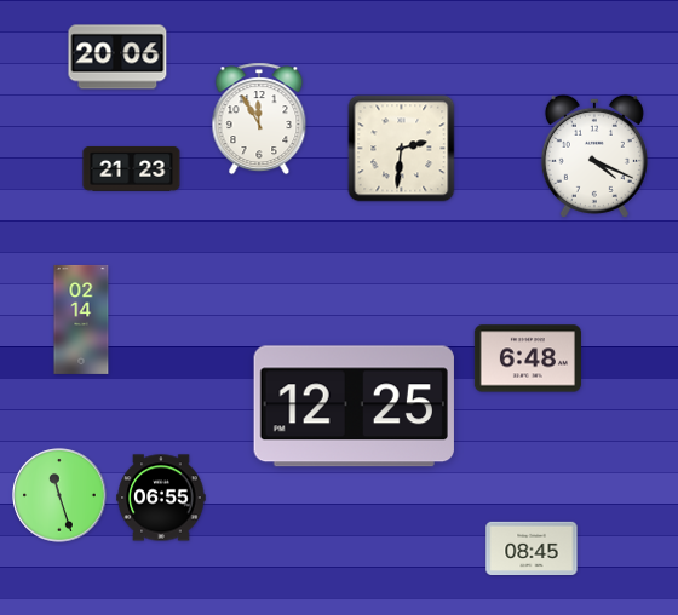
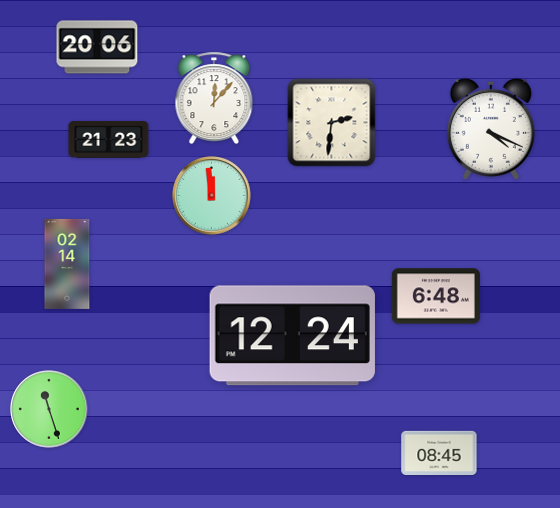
clock at (259, 119): 11:55 -> 12:07
clock at (212, 196): none -> 11:59
clock at (354, 407): 12:25 -> 12:24
clock at (161, 498): 06:55 -> none
